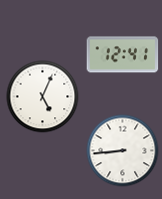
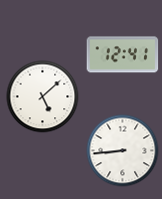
clock at (43, 97): 5:04 -> 5:08
